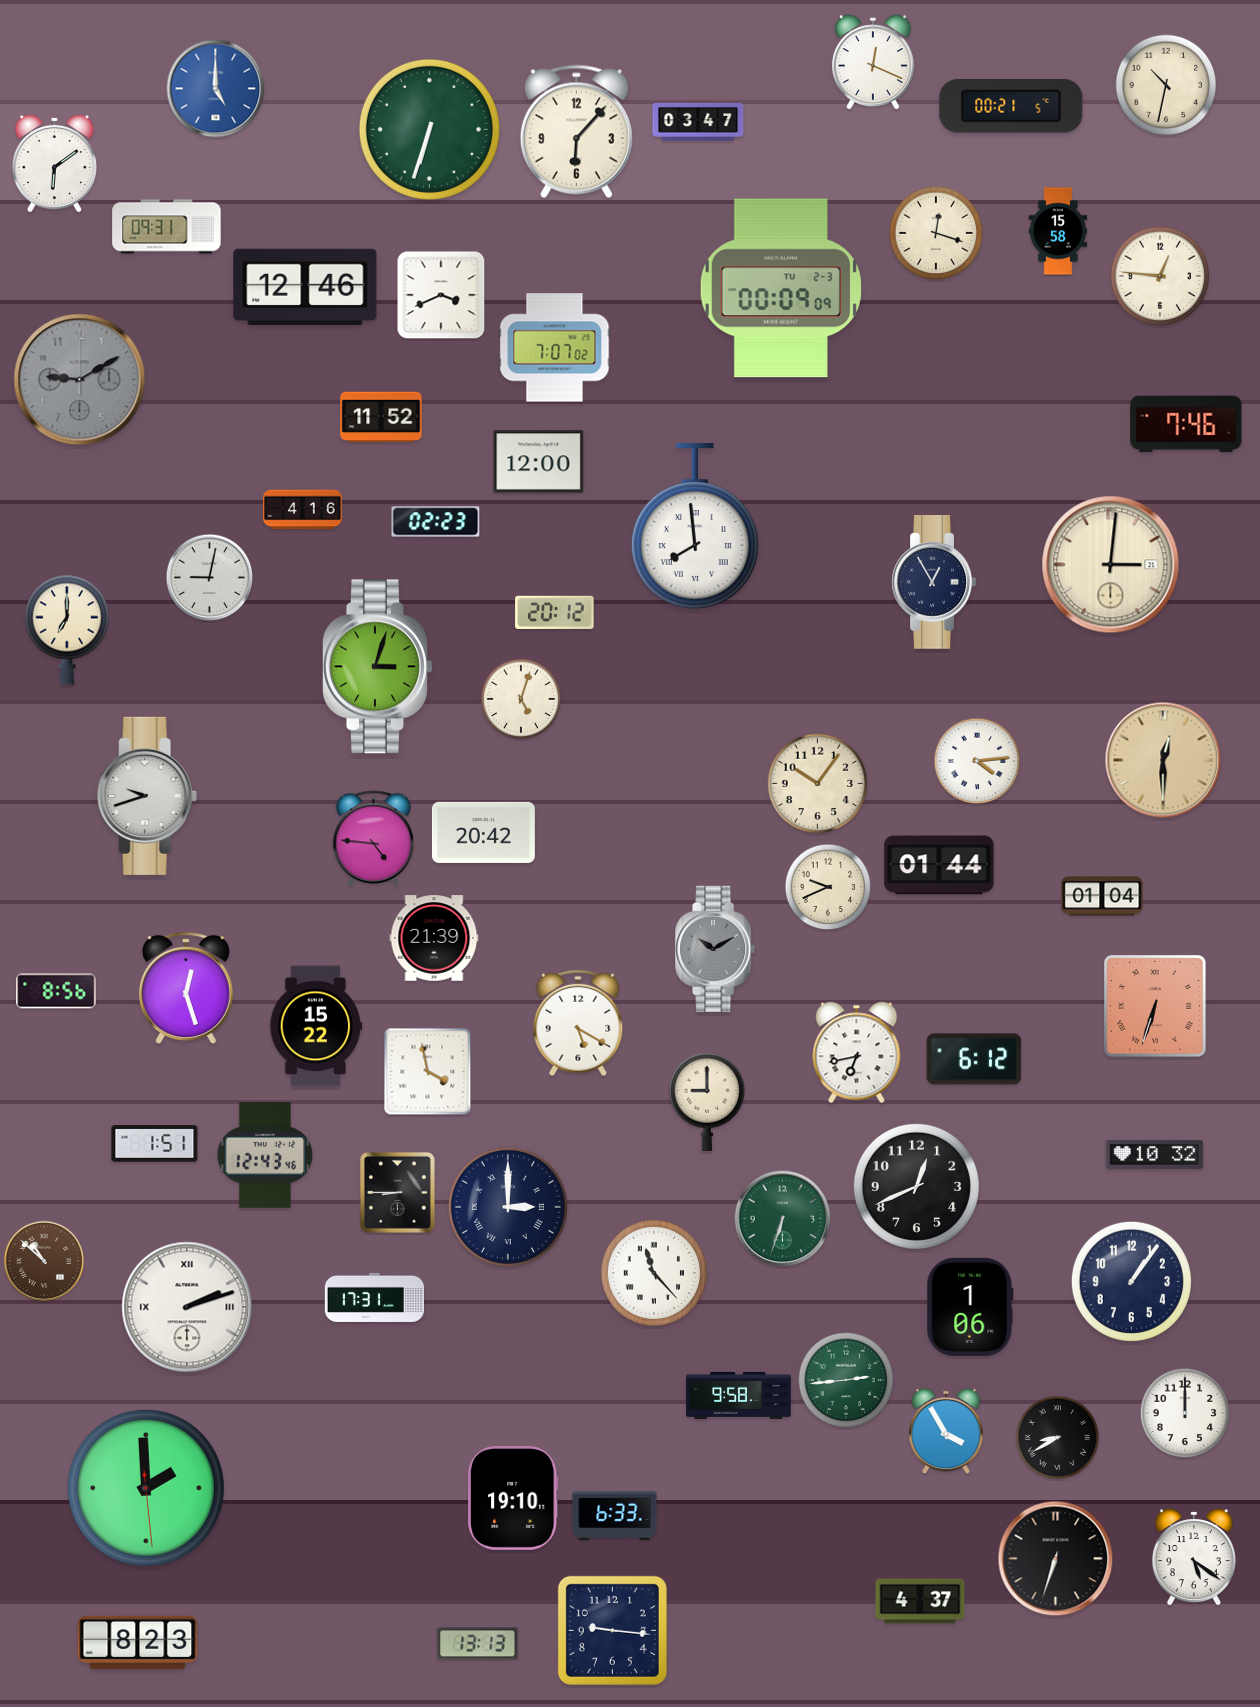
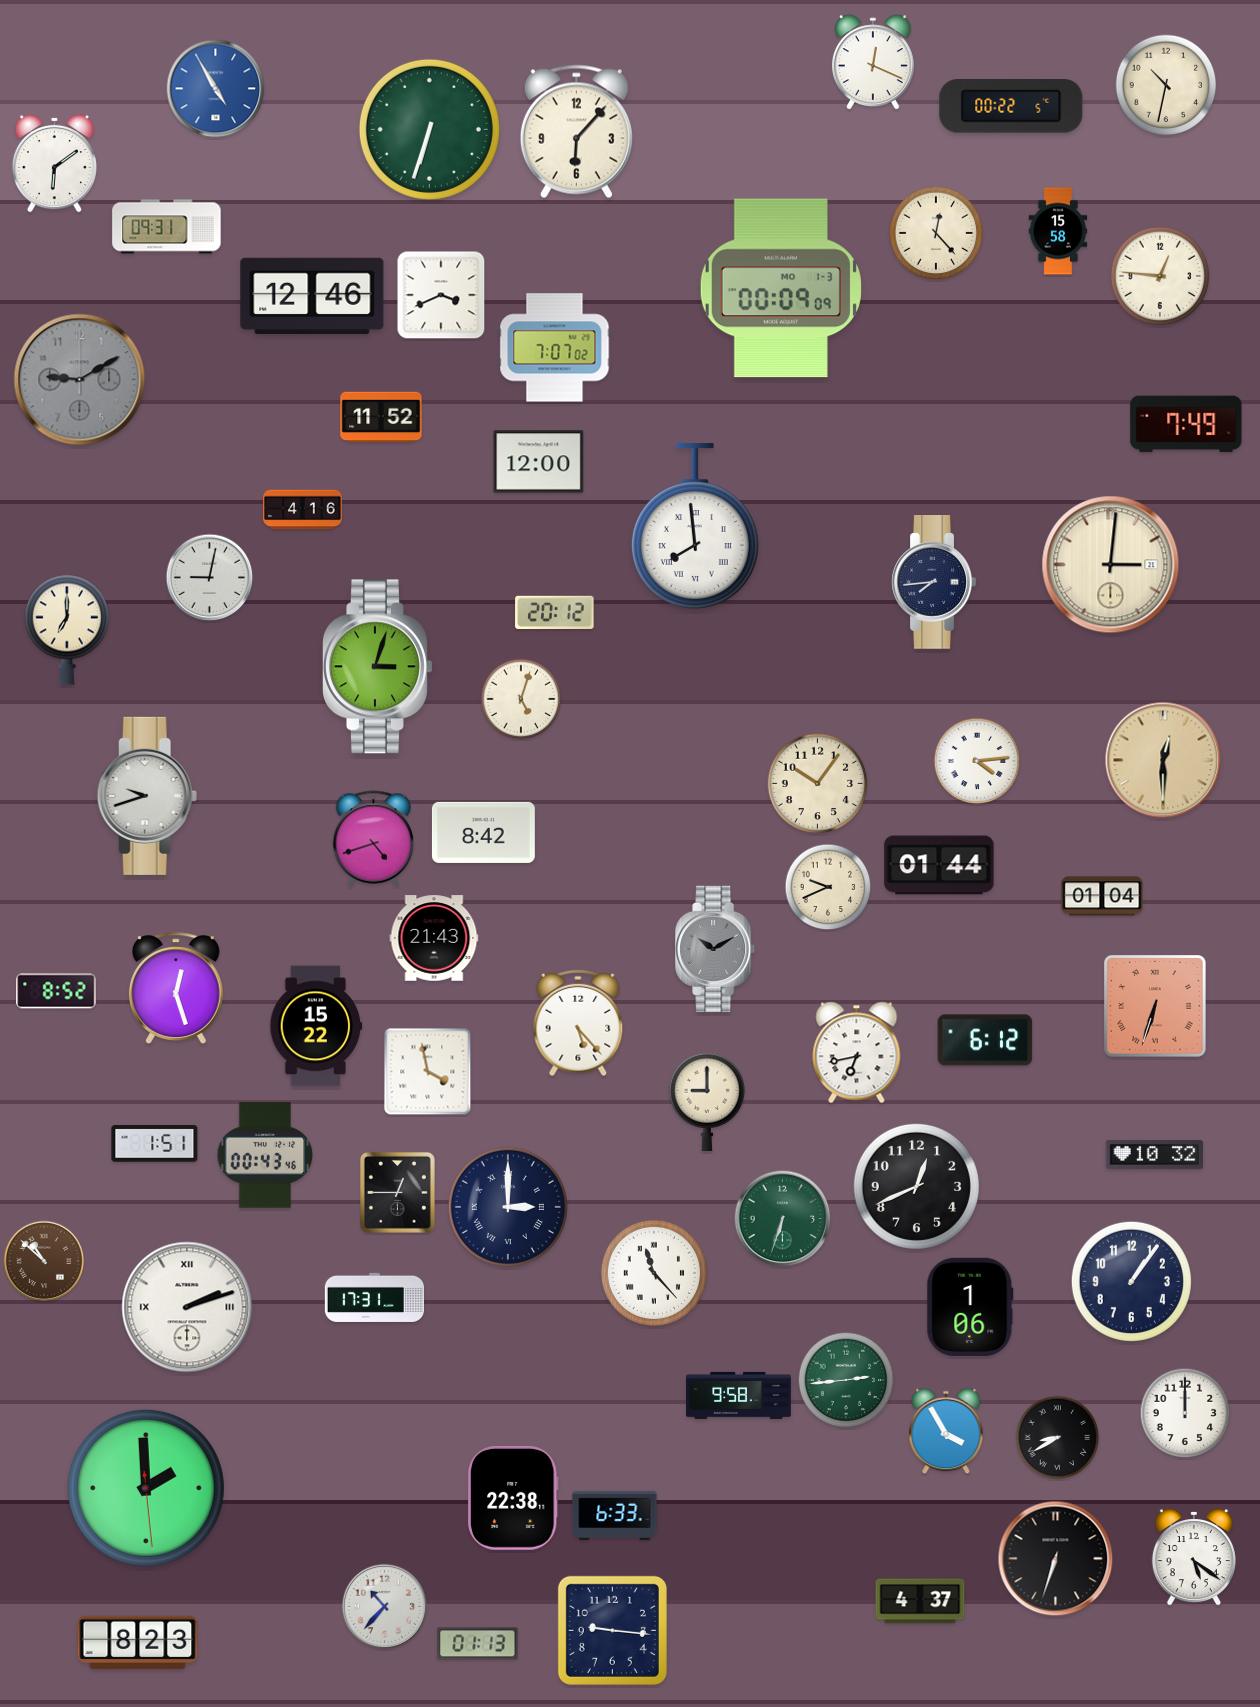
clock at (216, 89): 5:00 -> 4:55
clock at (1011, 107): 00:21 -> 00:22
clock at (698, 122): 03:47 -> none
clock at (936, 233): 12:18 -> 12:23
clock at (305, 286) position: (305, 286) -> (312, 295)
clock at (781, 288) date: TU 2-3 -> MO 1-3
clock at (1186, 424): 7:46 -> 7:49
clock at (436, 522): 02:23 -> none
clock at (934, 583): 12:55 -> 7:44
clock at (483, 832): 20:42 -> 8:42
clock at (374, 839): 4:46 -> 4:42
clock at (434, 938): 21:39 -> 21:43
clock at (186, 988) position: (186, 988) -> (176, 988)
clock at (56, 991): 8:56 -> 8:52
clock at (578, 1023): 5:20 -> 5:23
clock at (974, 1059) position: (974, 1059) -> (985, 1040)
clock at (265, 1155): 12:43 -> 00:43
clock at (397, 1192): 8:45 -> 12:45
clock at (513, 1498): 19:10 -> 22:38
clock at (385, 1607): none -> 10:37
clock at (478, 1644): 13:13 -> 01:13
